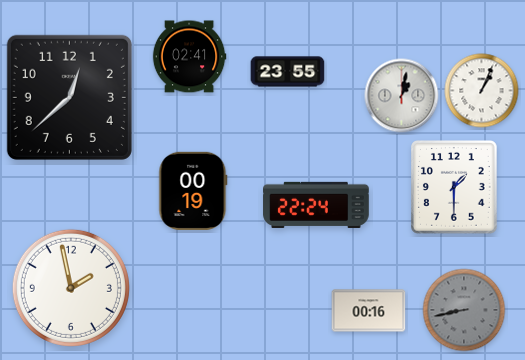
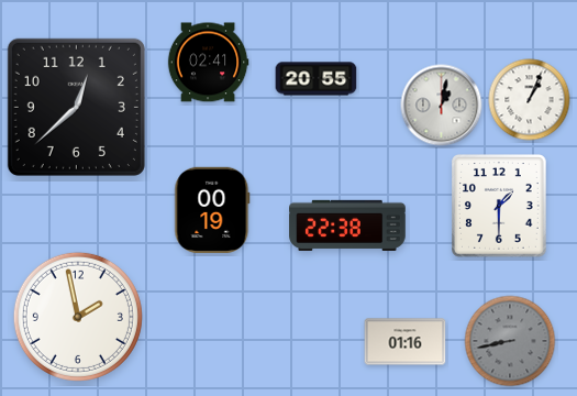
clock at (288, 72): 23:55 -> 20:55
clock at (316, 205): 22:24 -> 22:38
clock at (369, 311): 00:16 -> 01:16
